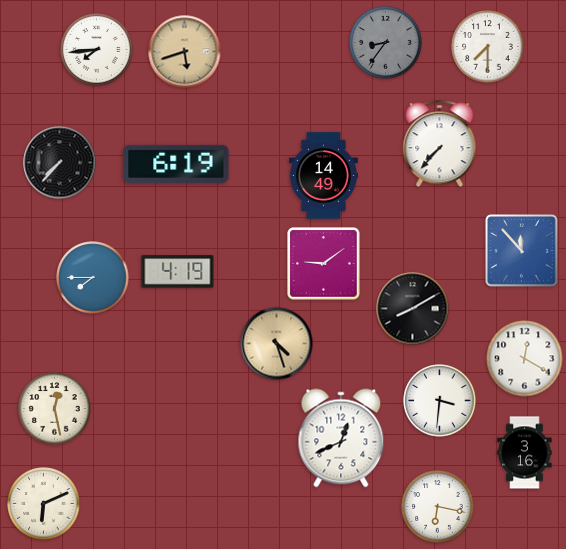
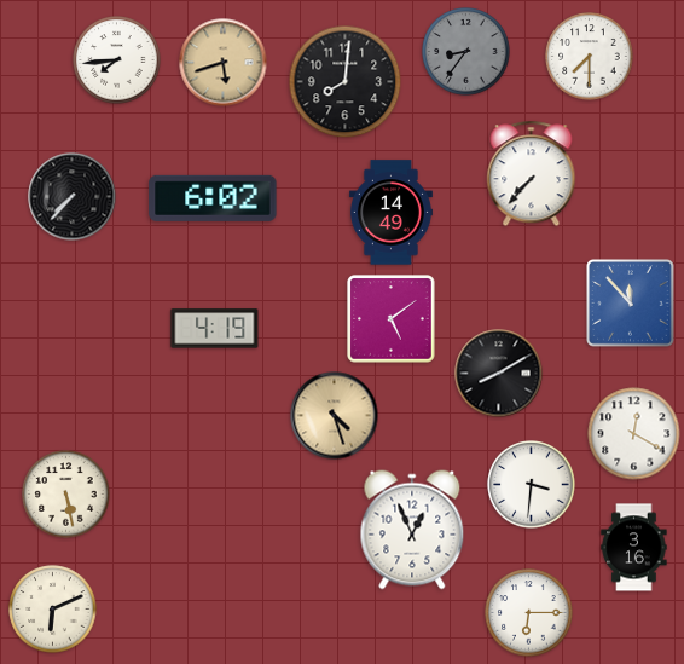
clock at (346, 82): none -> 8:01
clock at (176, 164): 6:19 -> 6:02
clock at (324, 264): 9:09 -> 5:09
clock at (93, 278): 7:45 -> none
clock at (55, 409): 12:28 -> 5:28
clock at (341, 438): 12:41 -> 12:56
clock at (438, 507): 6:17 -> 6:15
